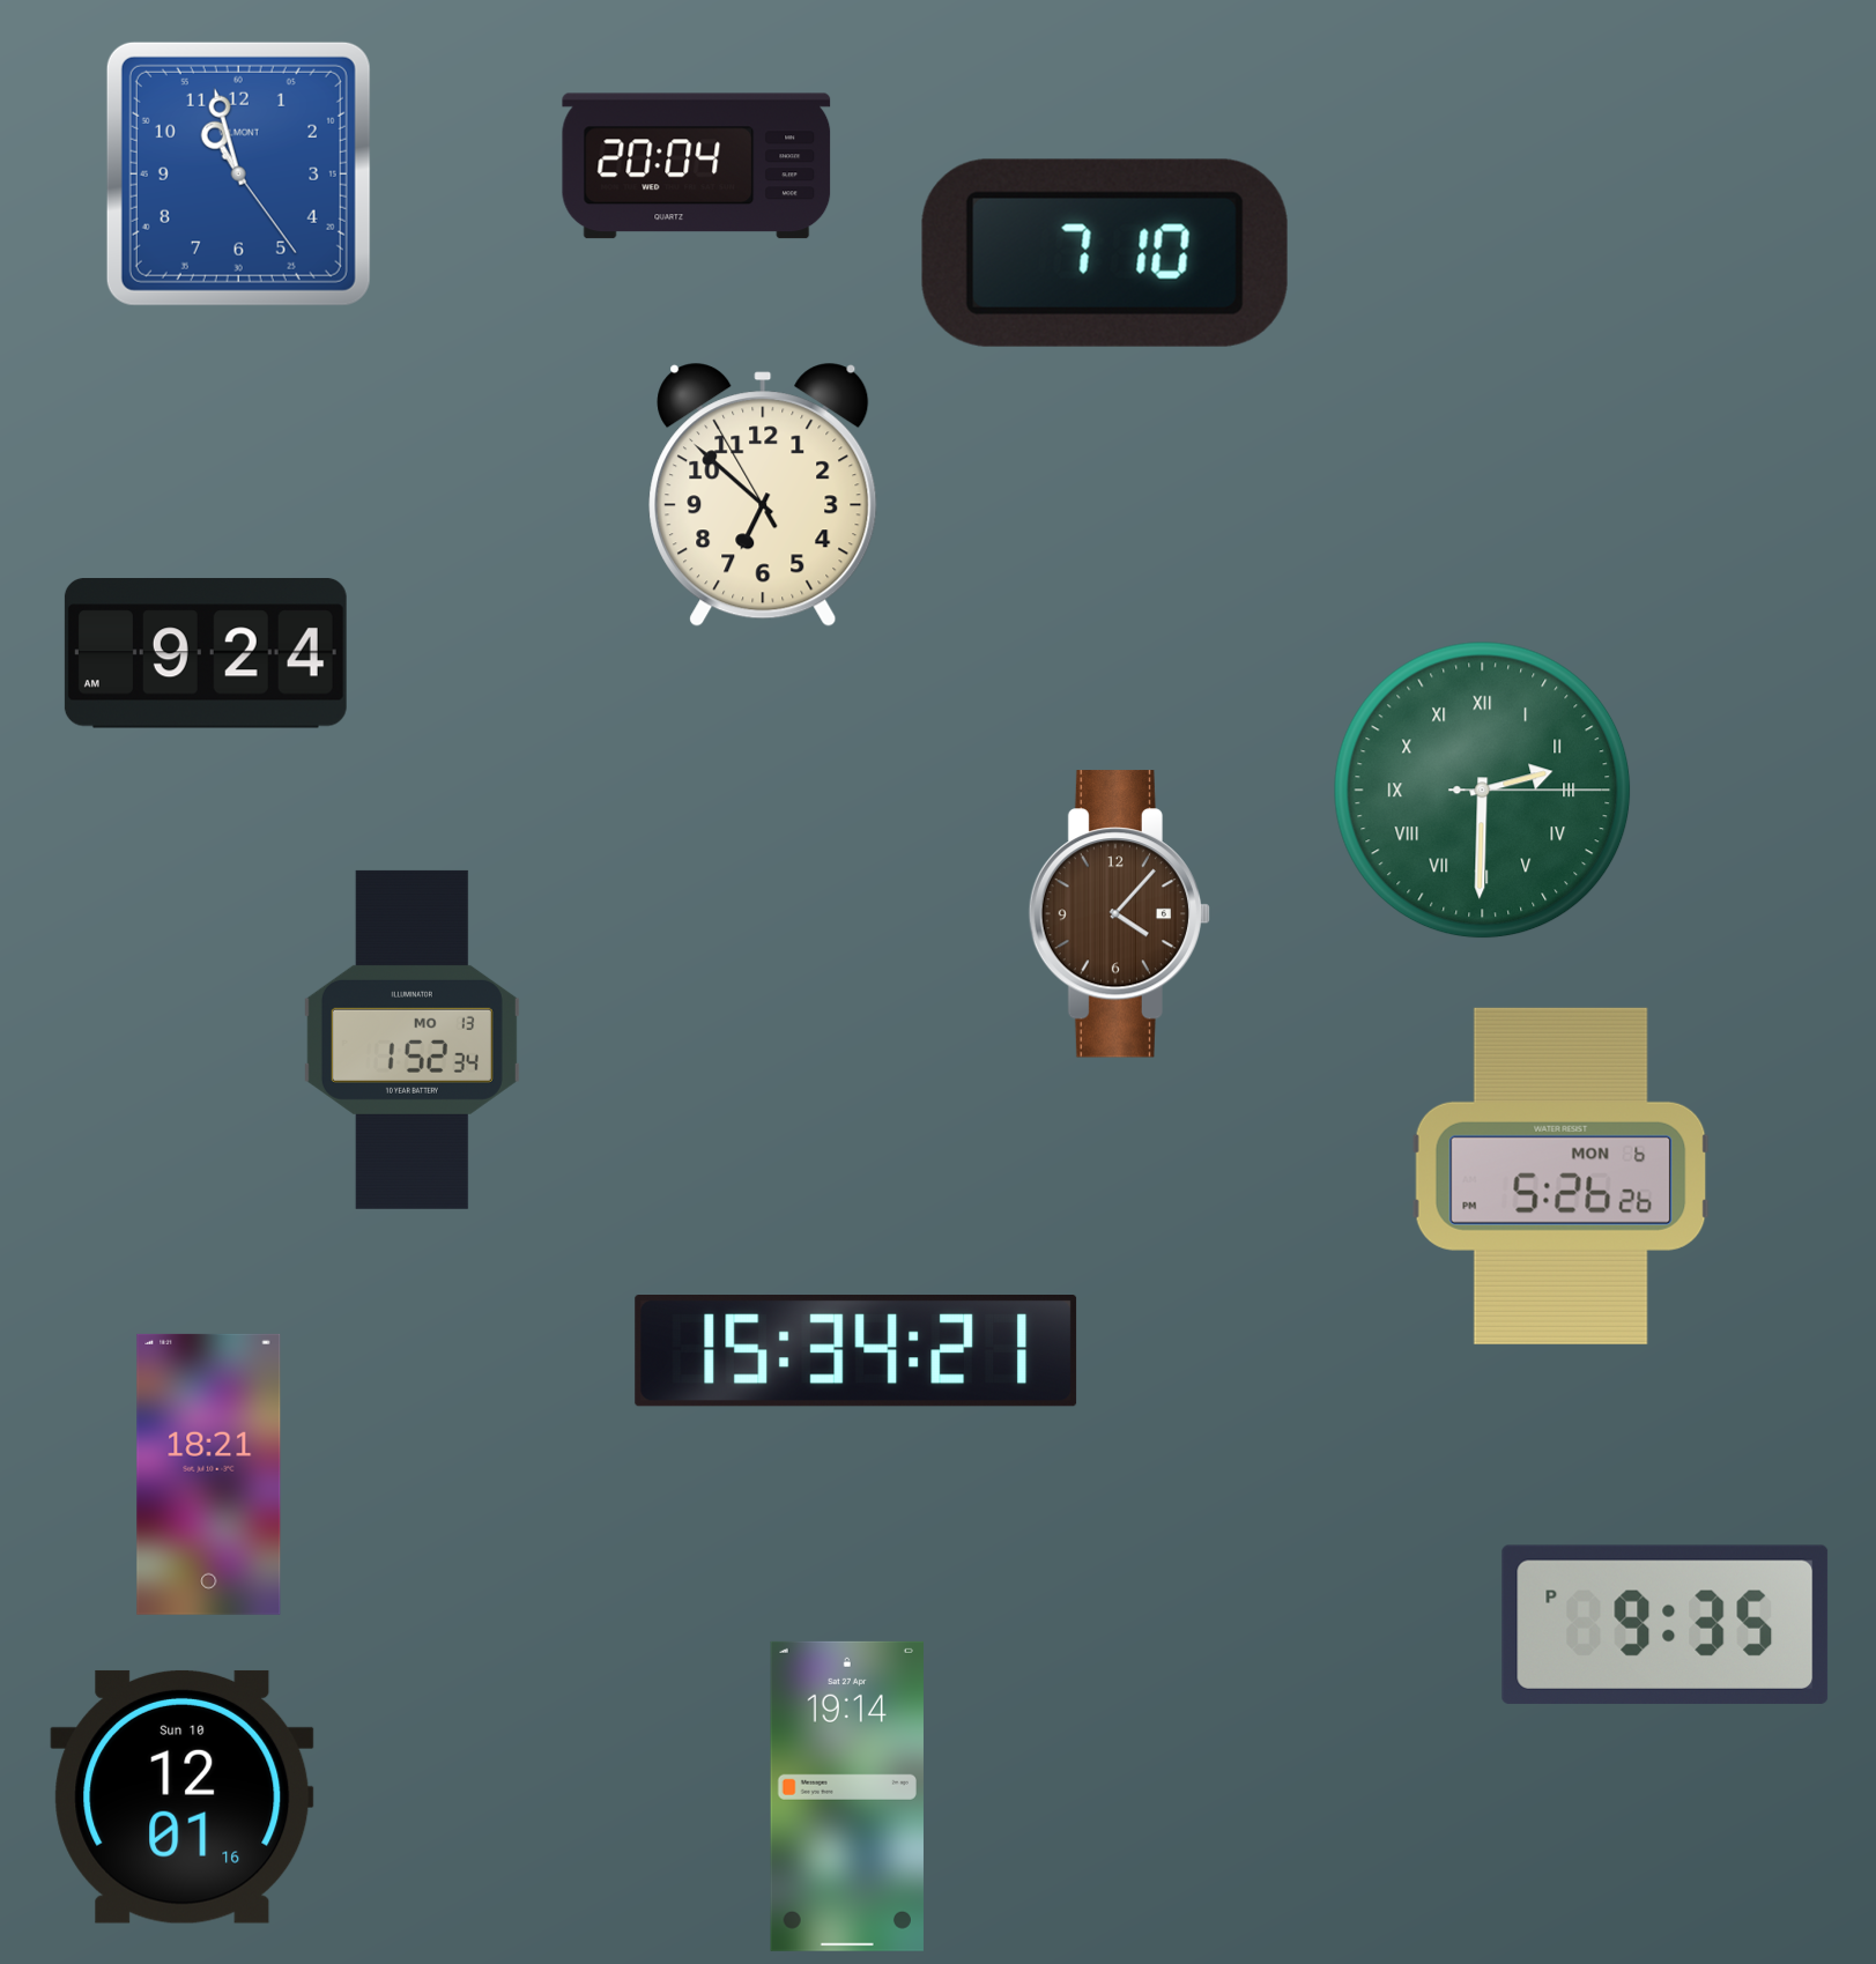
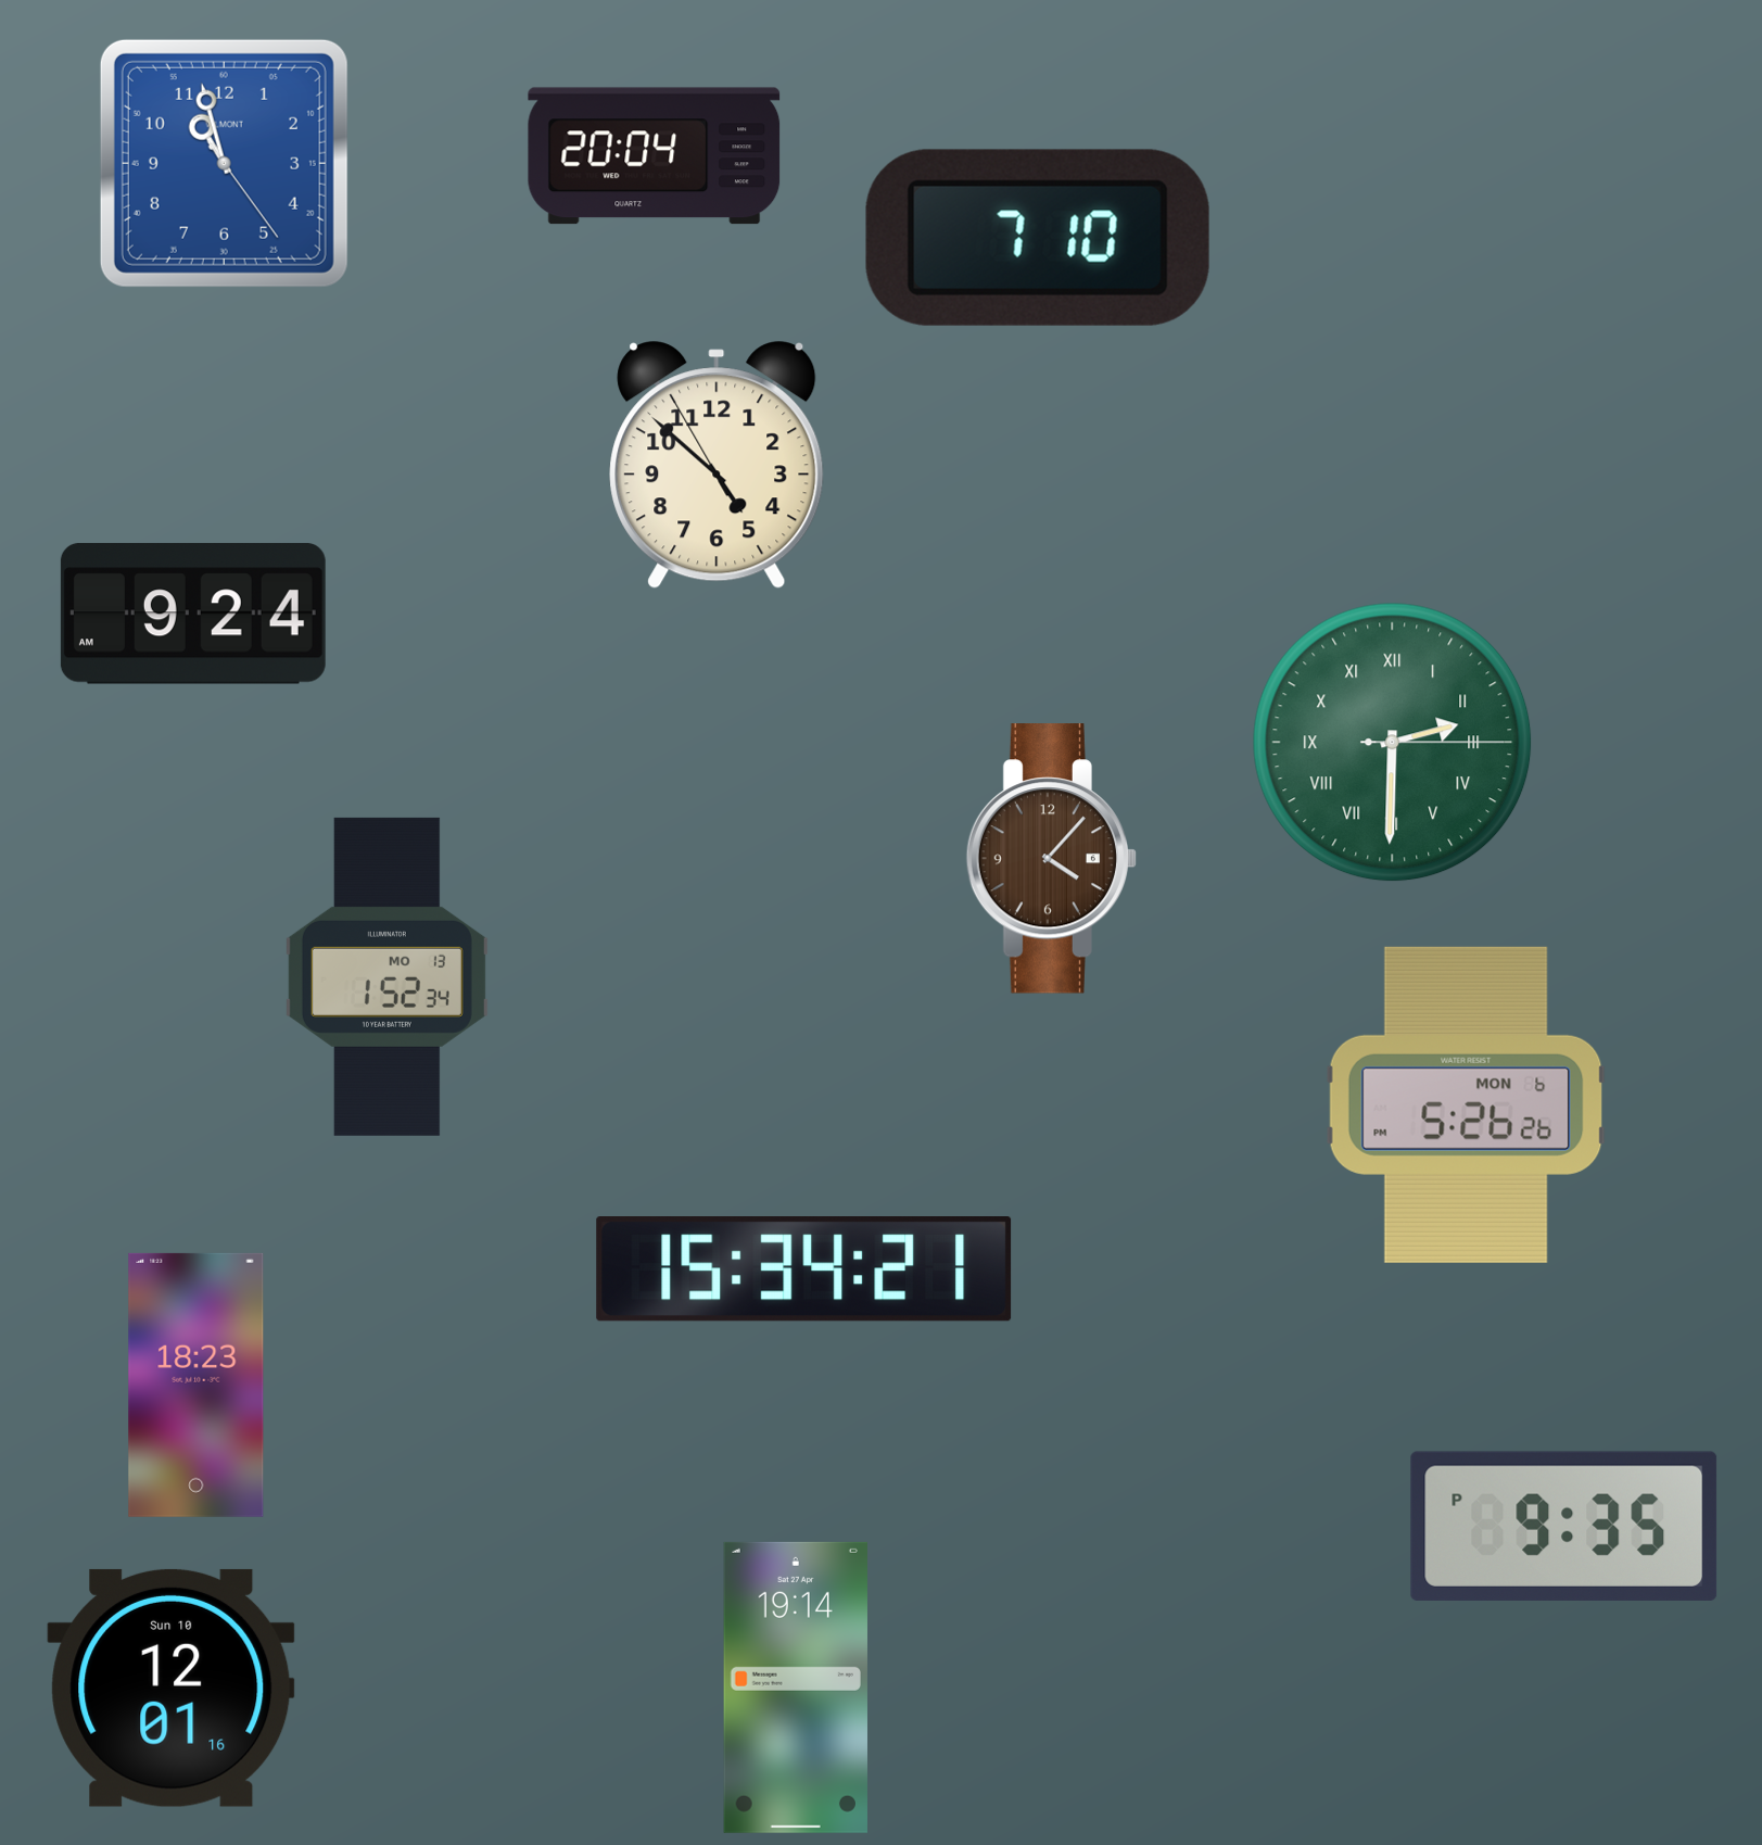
clock at (763, 495): 6:51 -> 4:51
clock at (209, 1474): 18:21 -> 18:23
